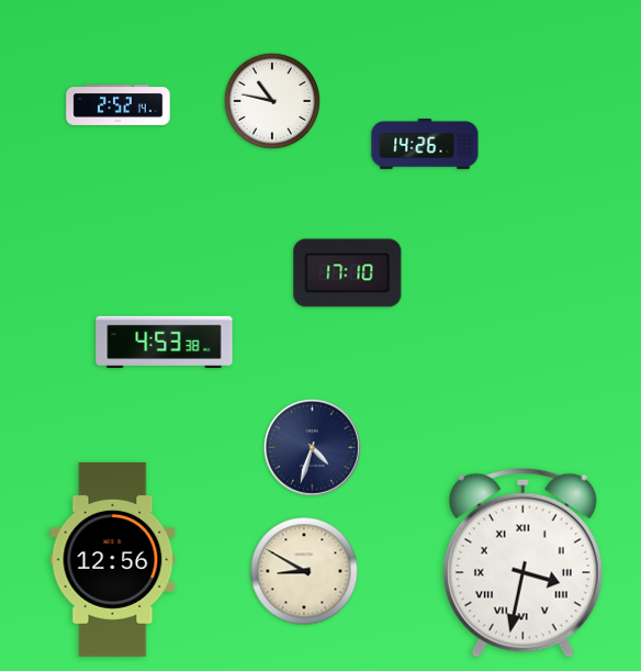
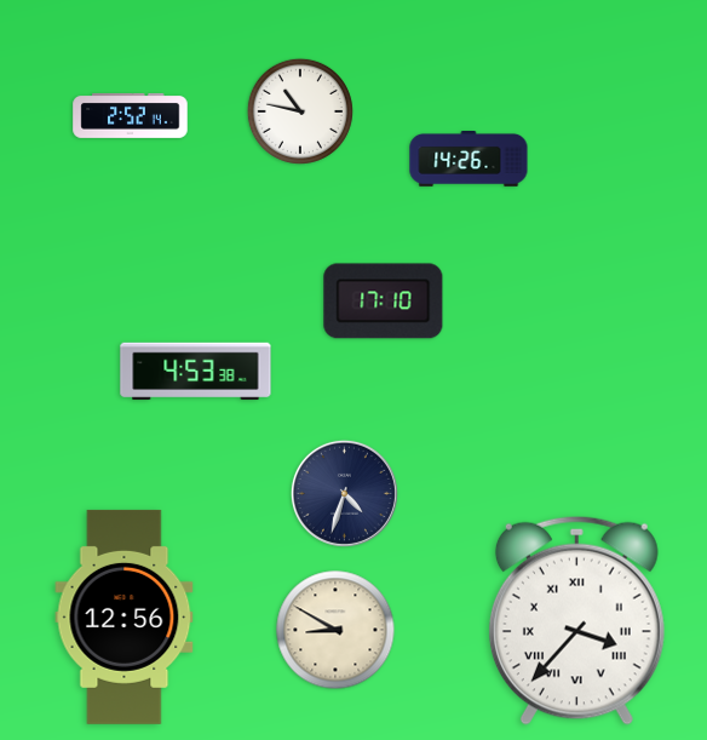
clock at (165, 343) position: (165, 343) -> (196, 372)
clock at (522, 562): 3:32 -> 3:37
